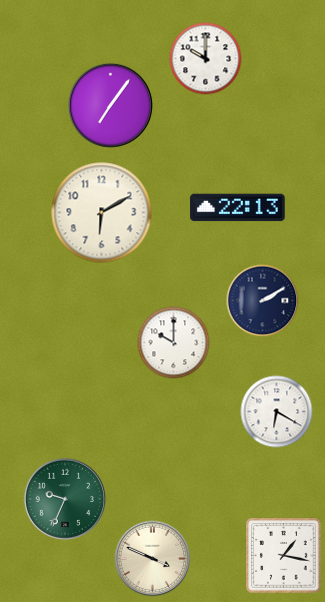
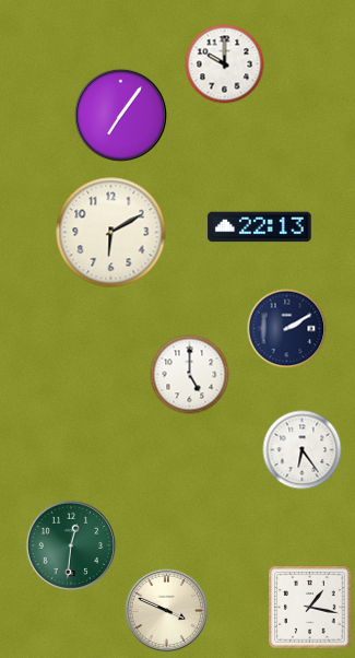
clock at (174, 343): 10:00 -> 5:00
clock at (277, 412): 6:20 -> 6:24
clock at (64, 498): 9:34 -> 12:31
